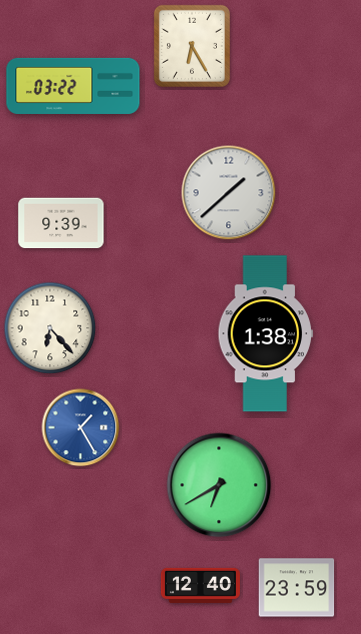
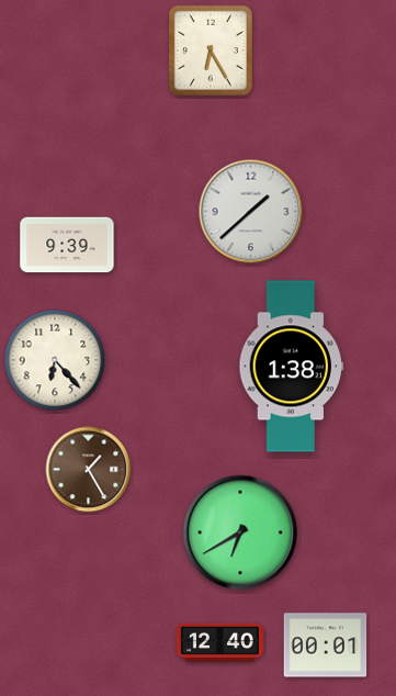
clock at (73, 86): 03:22 -> none
clock at (81, 428) dial: blue -> brown
clock at (297, 588): 23:59 -> 00:01
